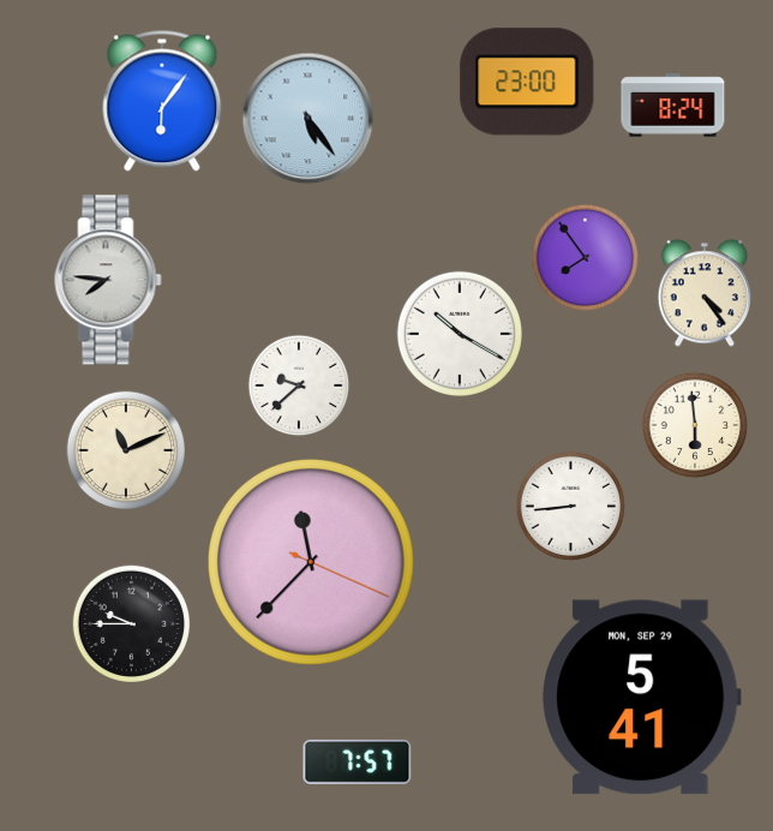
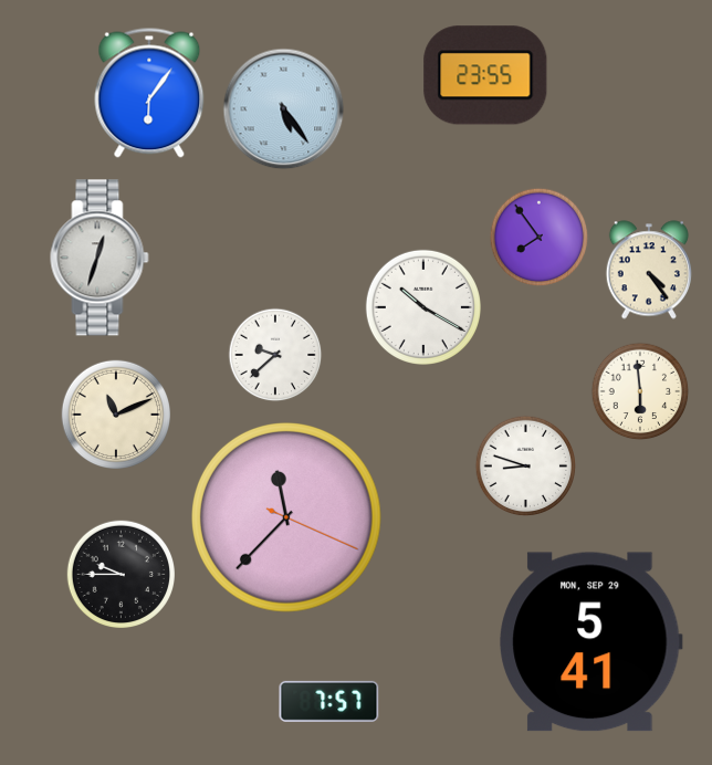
clock at (527, 82): 23:00 -> 23:55
clock at (673, 106): 8:24 -> none
clock at (108, 280): 7:46 -> 12:33
clock at (571, 507): 8:44 -> 8:48
